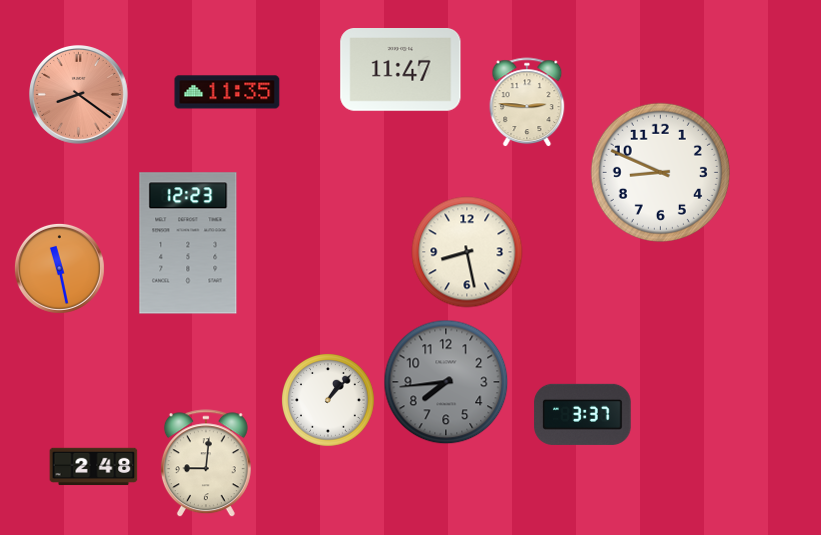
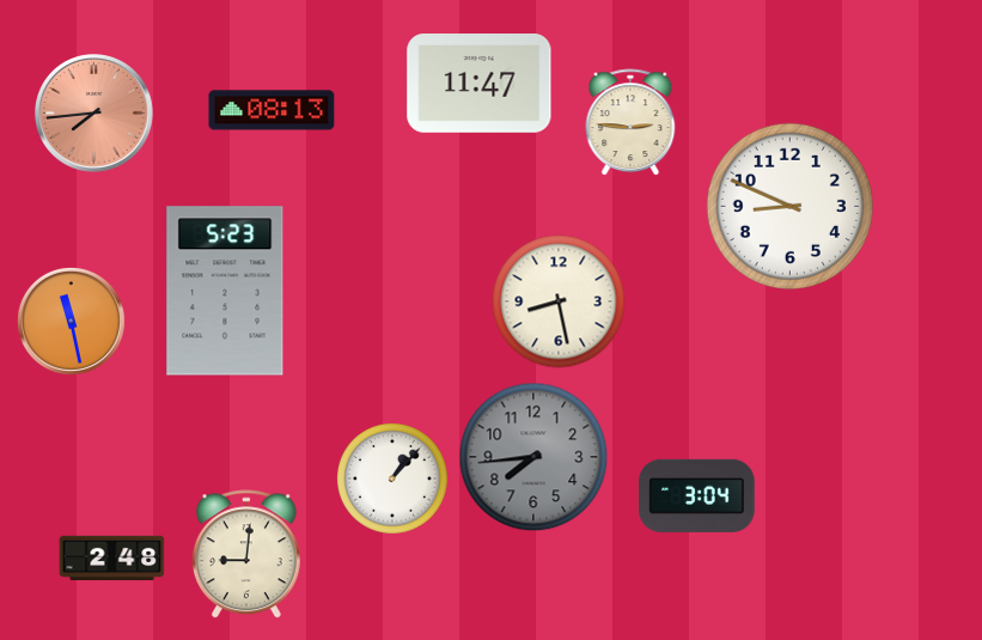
clock at (227, 92): 11:35 -> 08:13
clock at (79, 95): 8:21 -> 7:44
clock at (188, 243): 12:23 -> 5:23
clock at (583, 414): 3:37 -> 3:04
